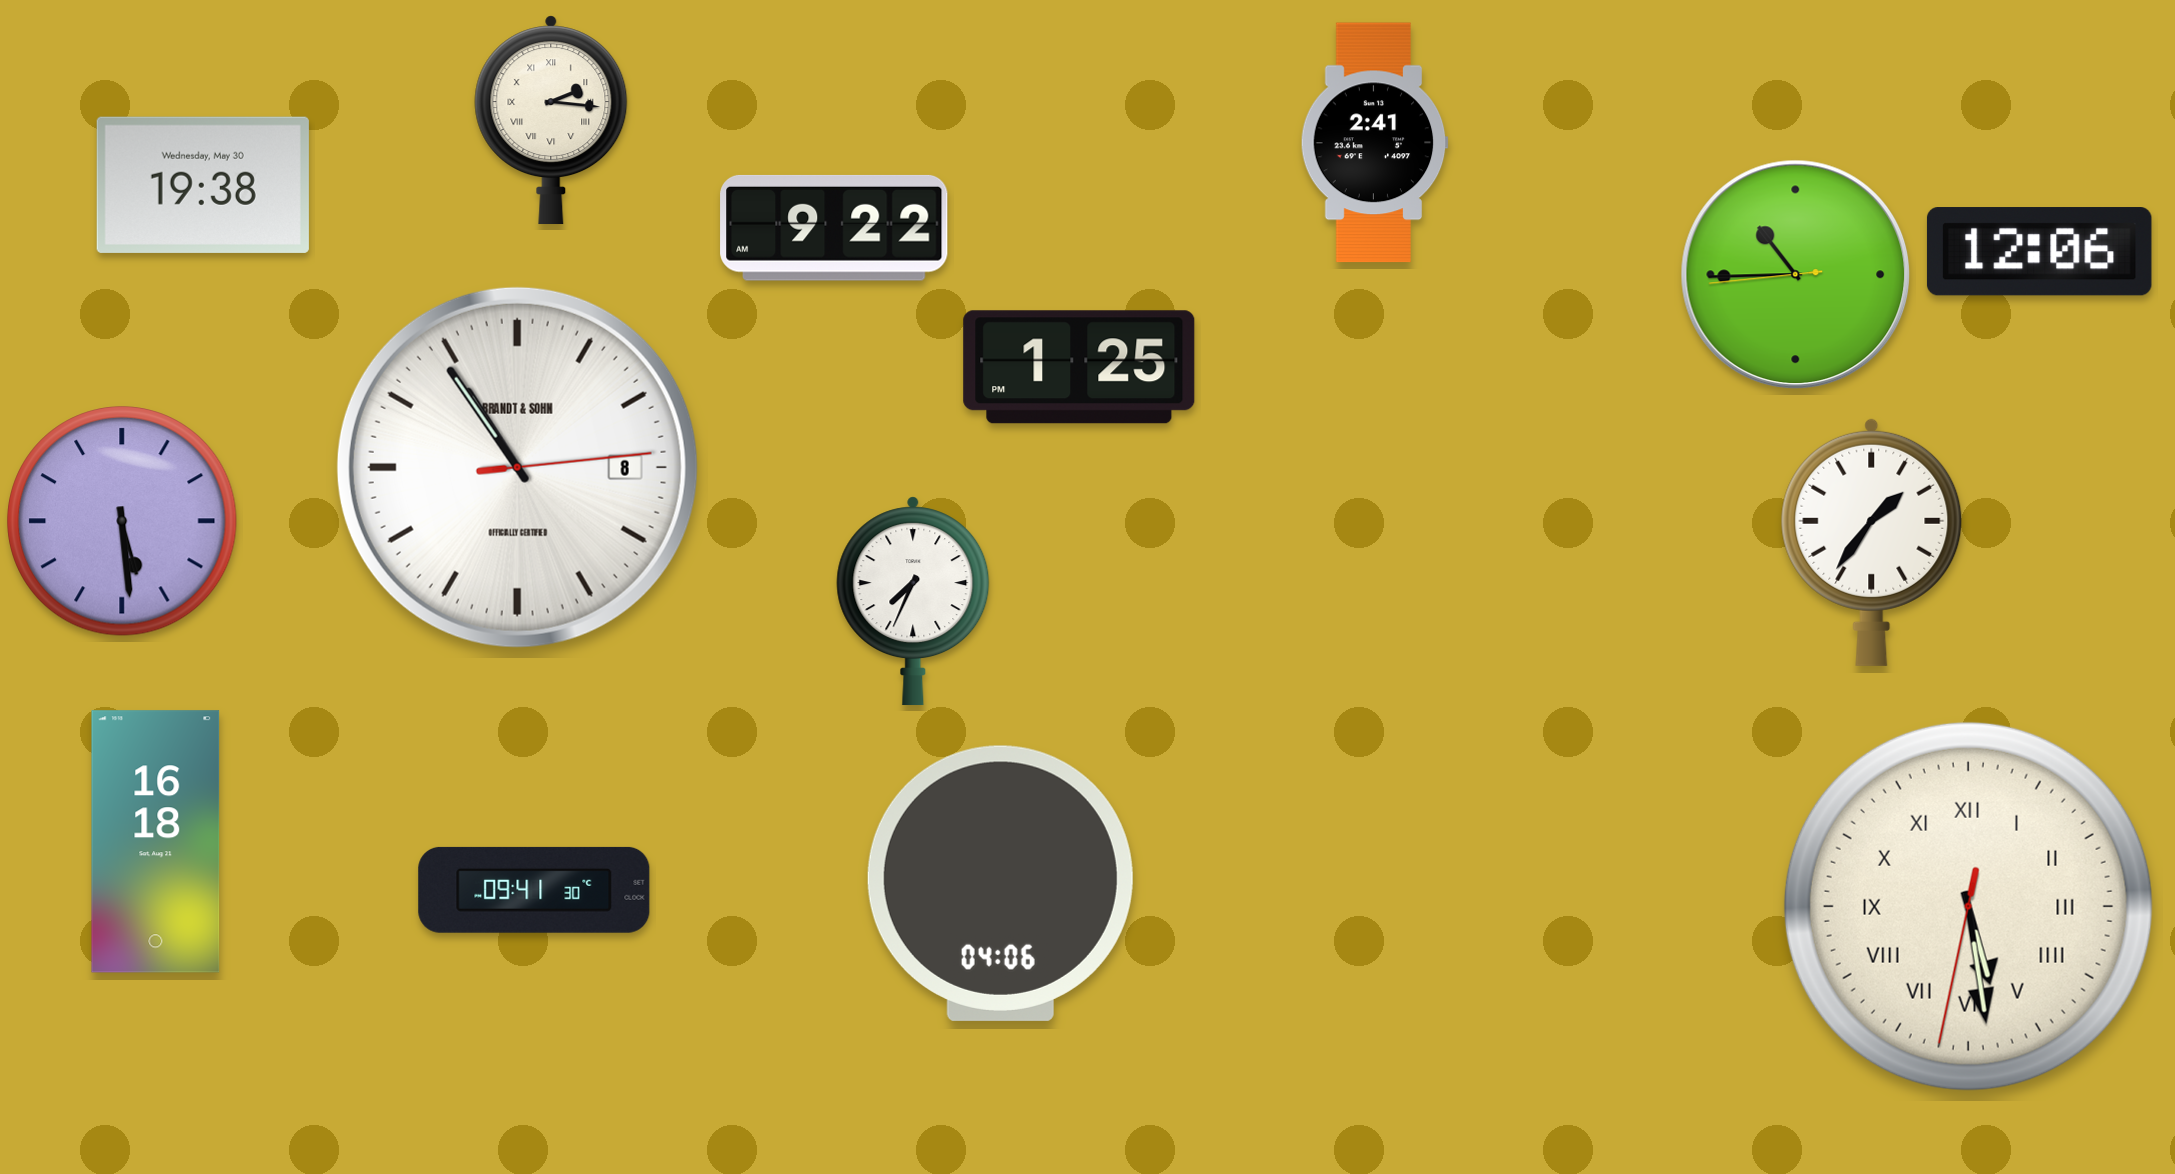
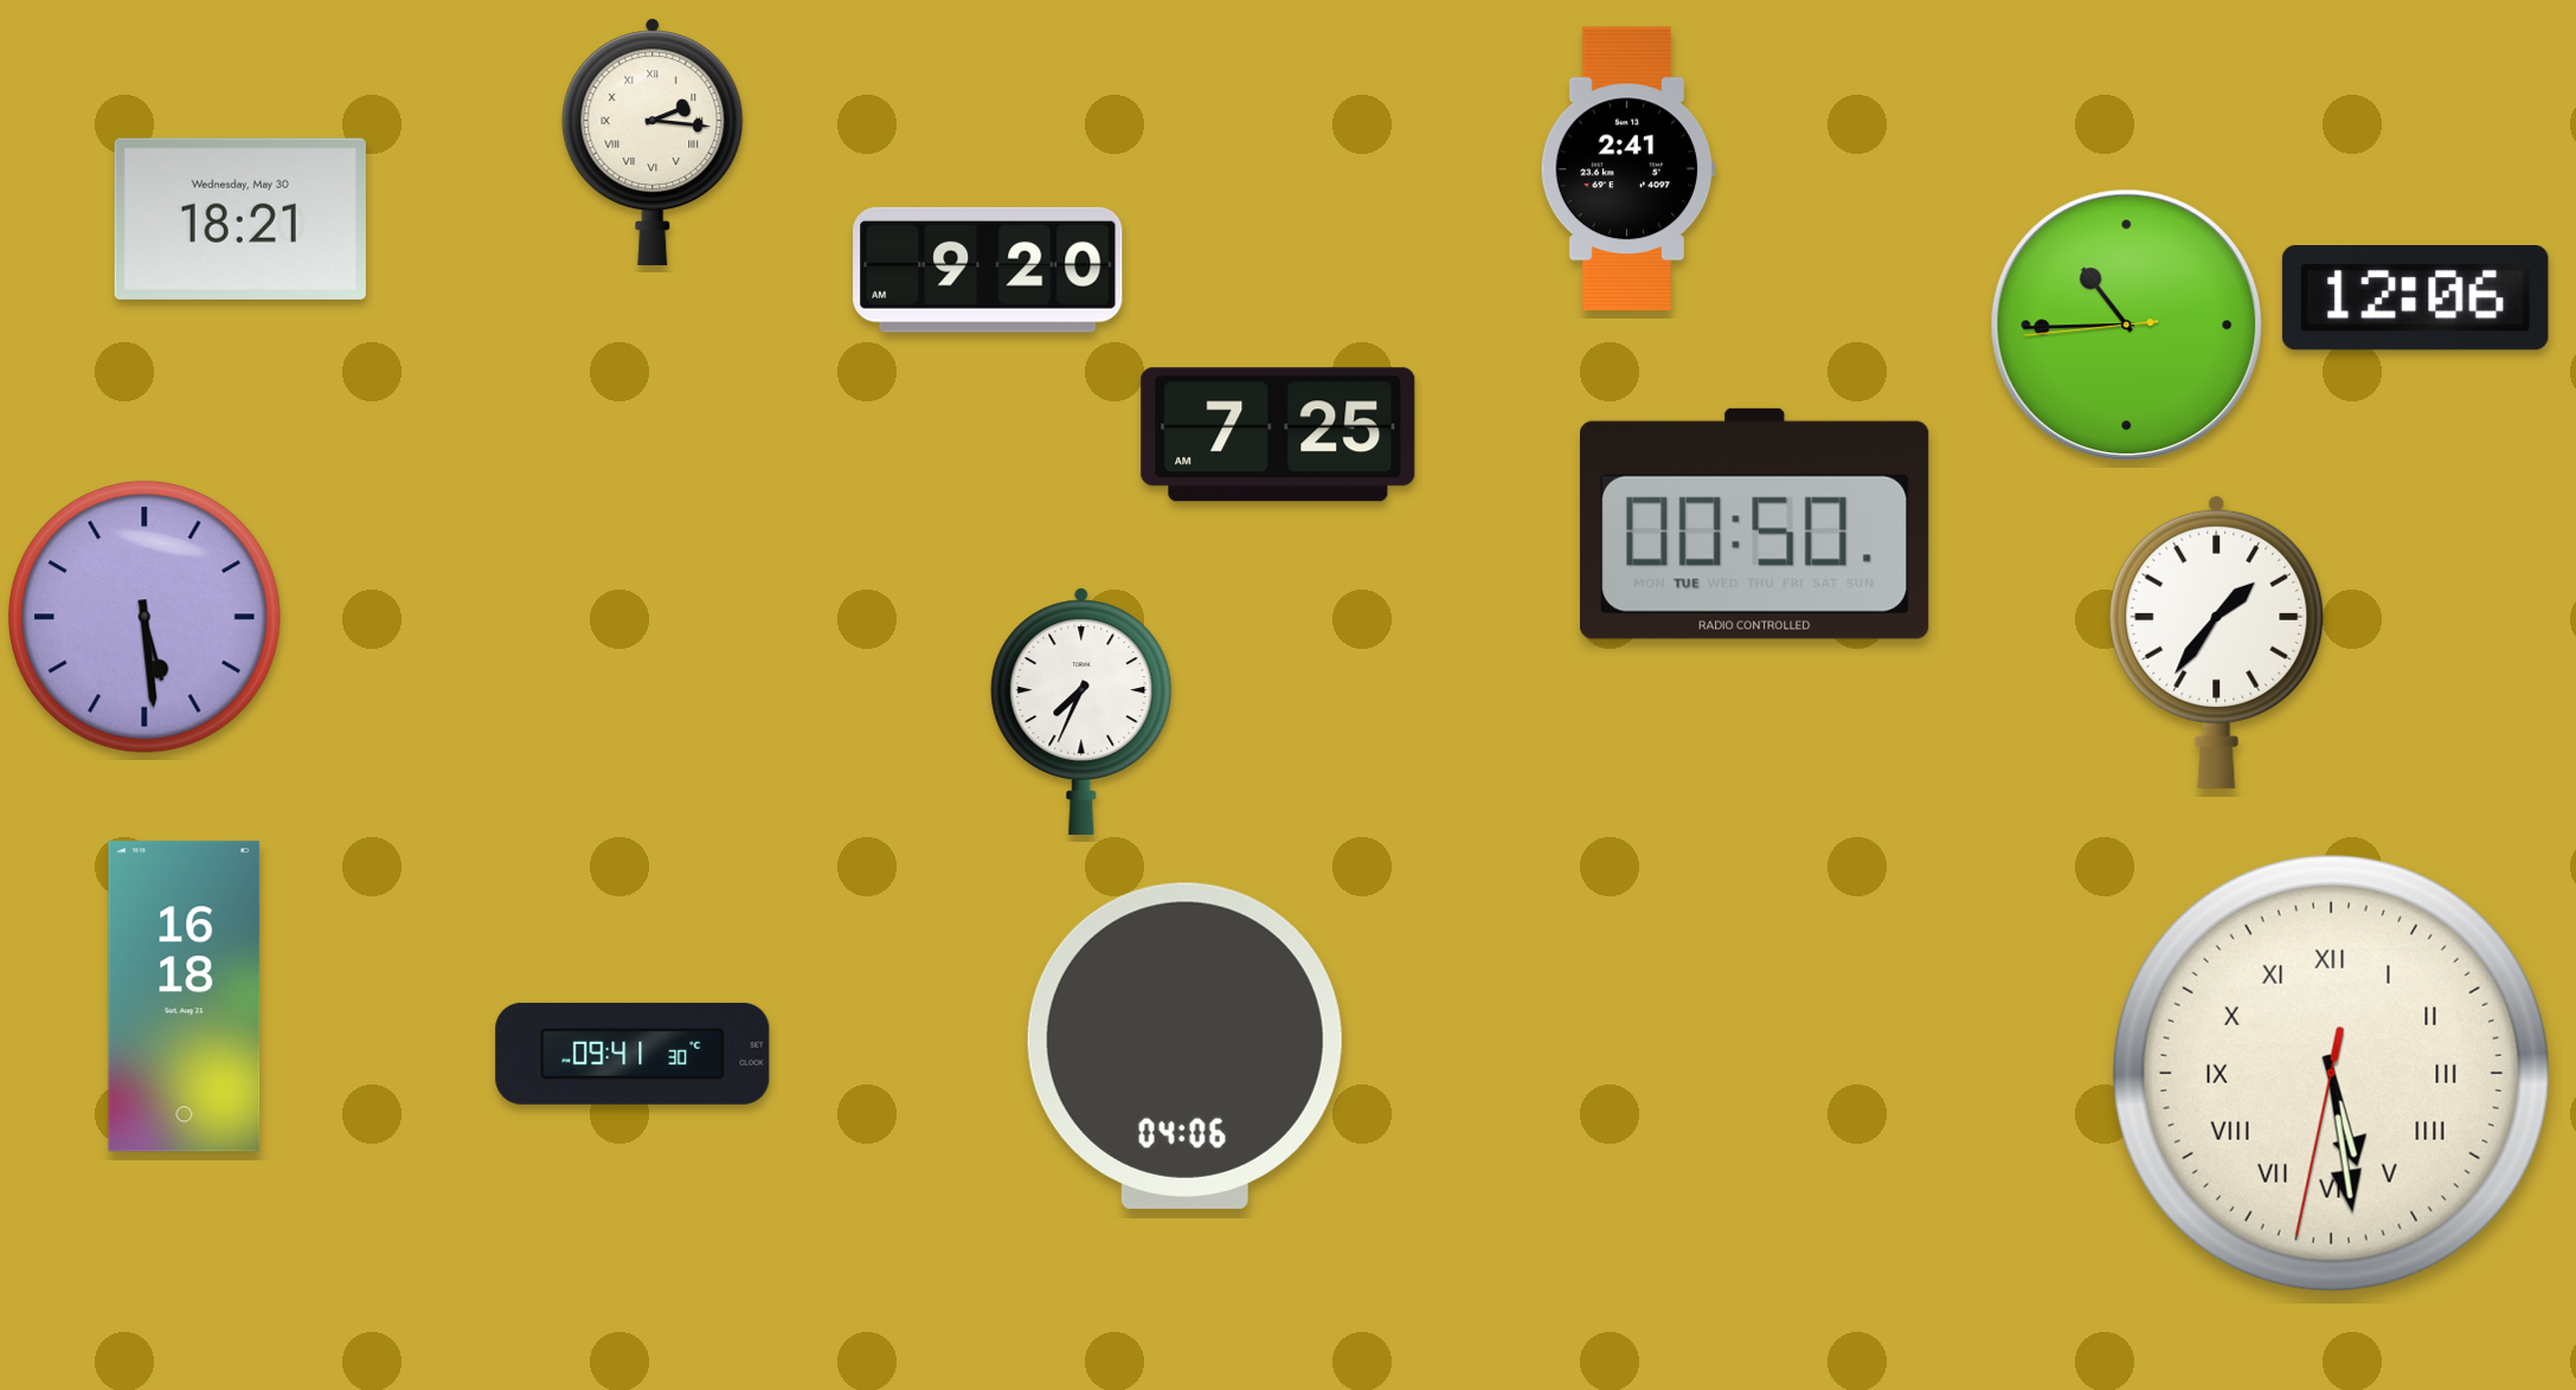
clock at (203, 185): 19:38 -> 18:21
clock at (834, 228): 9:22 -> 9:20
clock at (1079, 367): 1:25 -> 7:25
clock at (1754, 523): none -> 00:50
clock at (517, 467): 10:54 -> none
